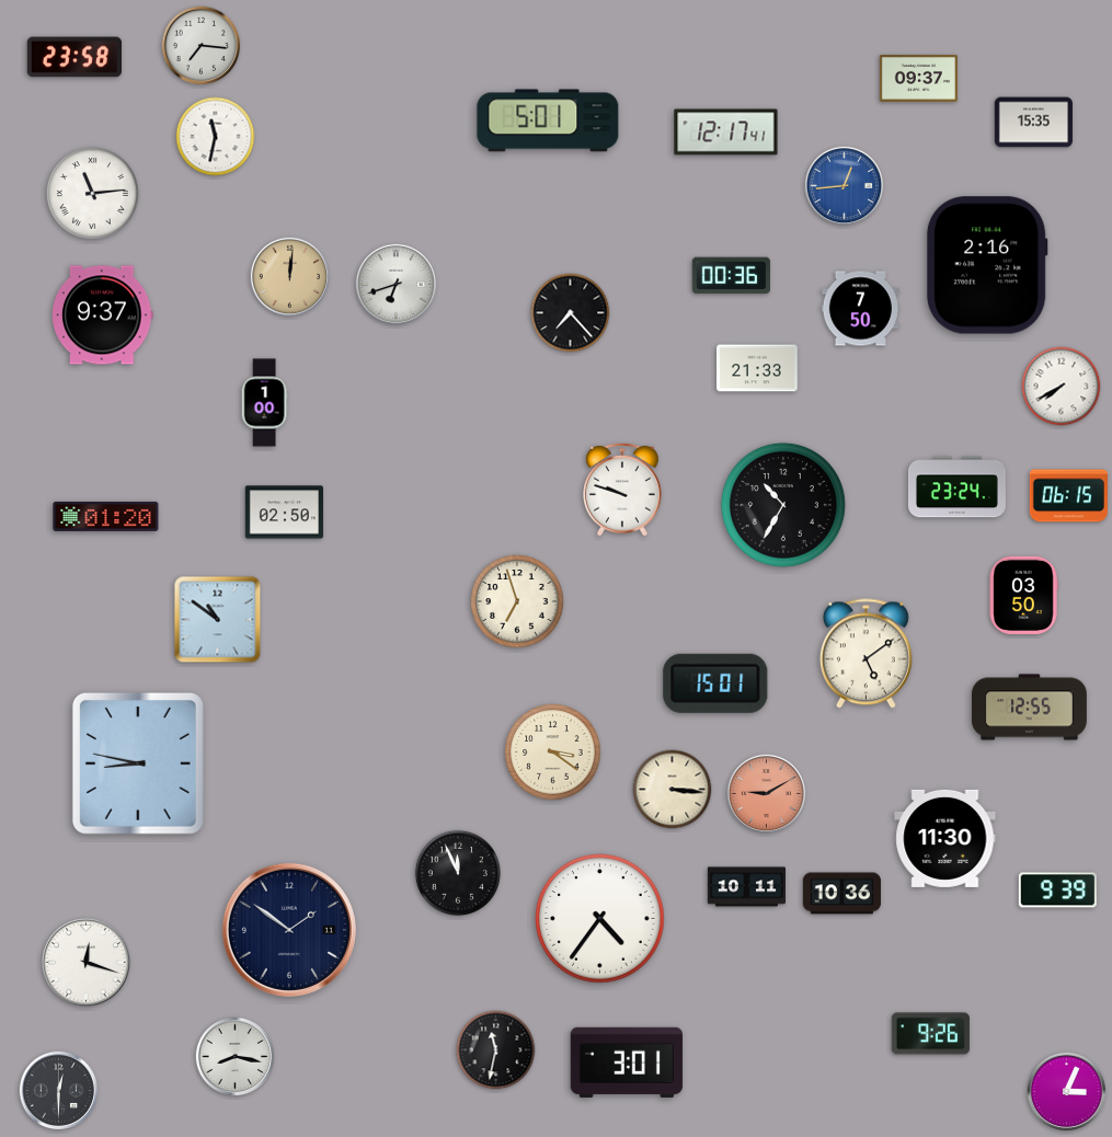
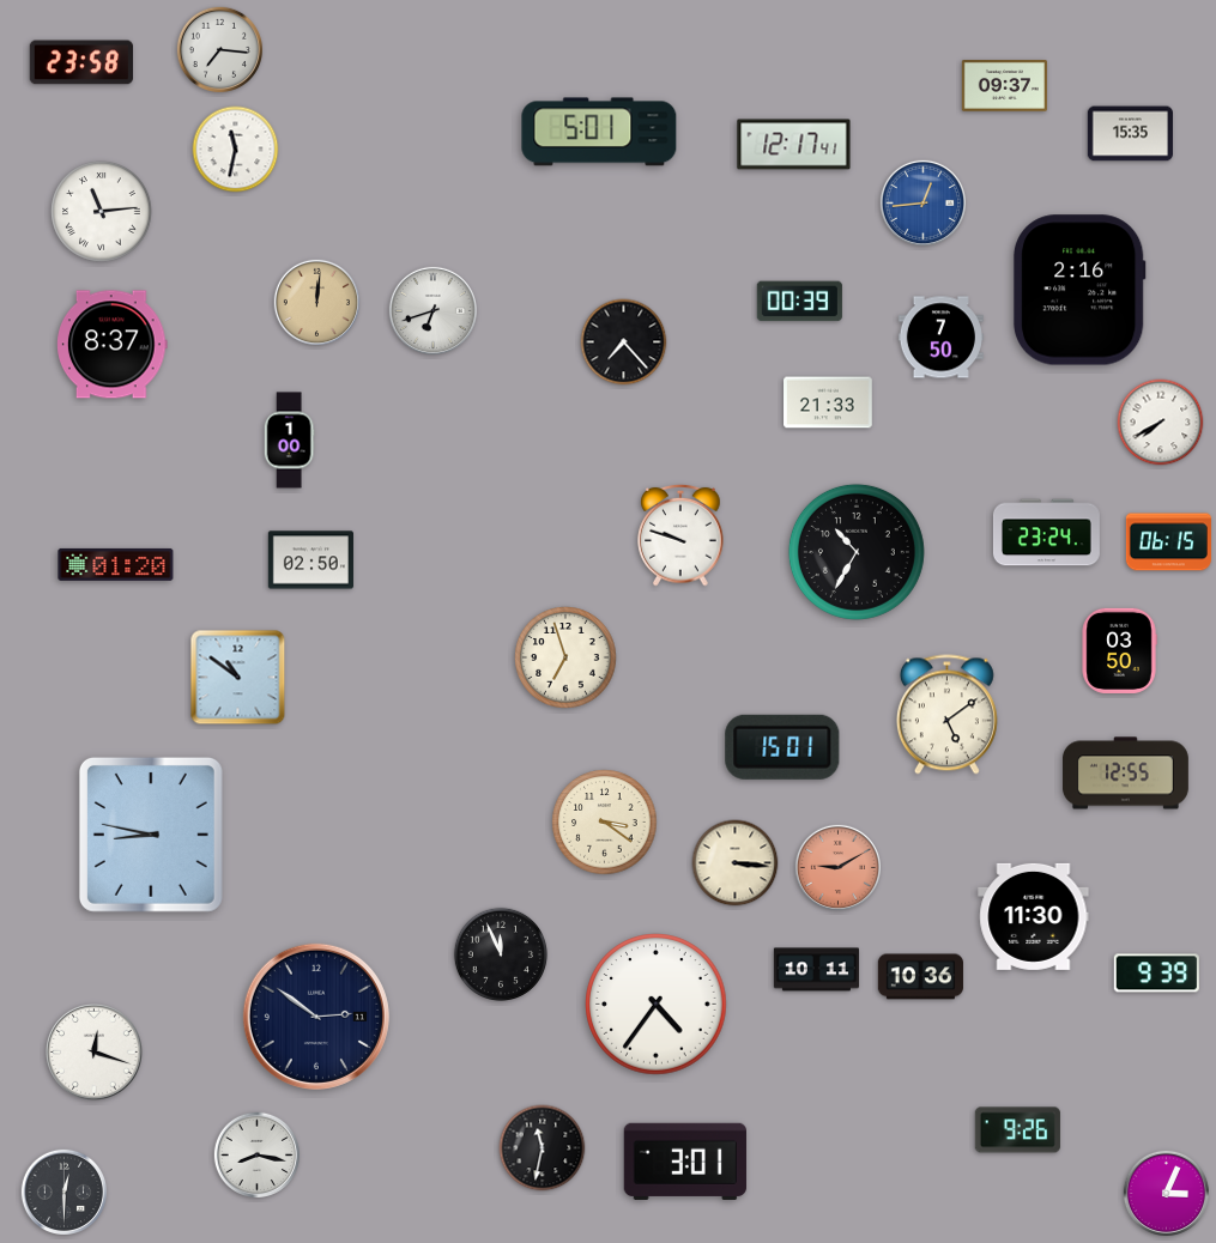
clock at (731, 276): 00:36 -> 00:39
clock at (103, 315): 9:37 -> 8:37
clock at (289, 930): 1:51 -> 2:51
